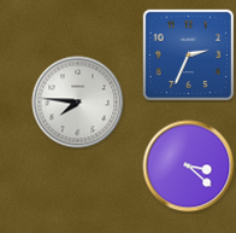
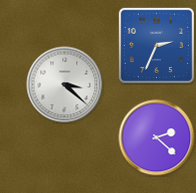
clock at (78, 103): 7:46 -> 3:22
clock at (189, 167): 3:22 -> 2:22
